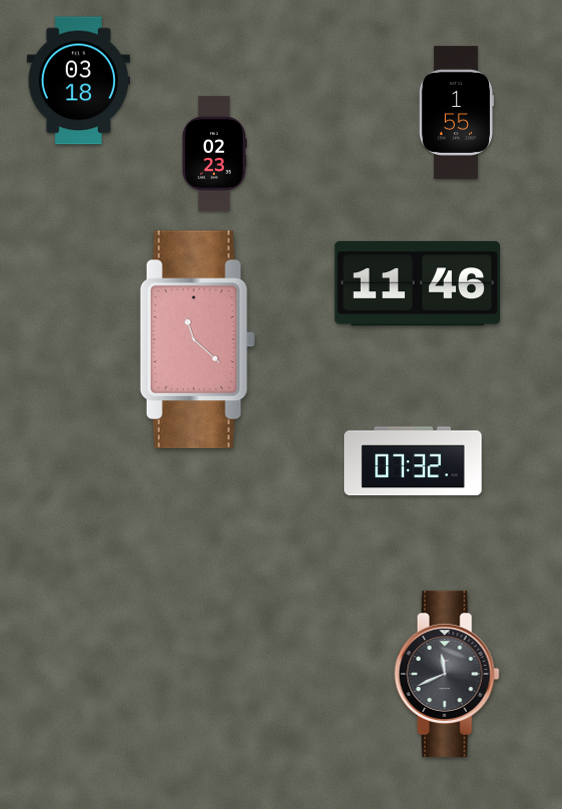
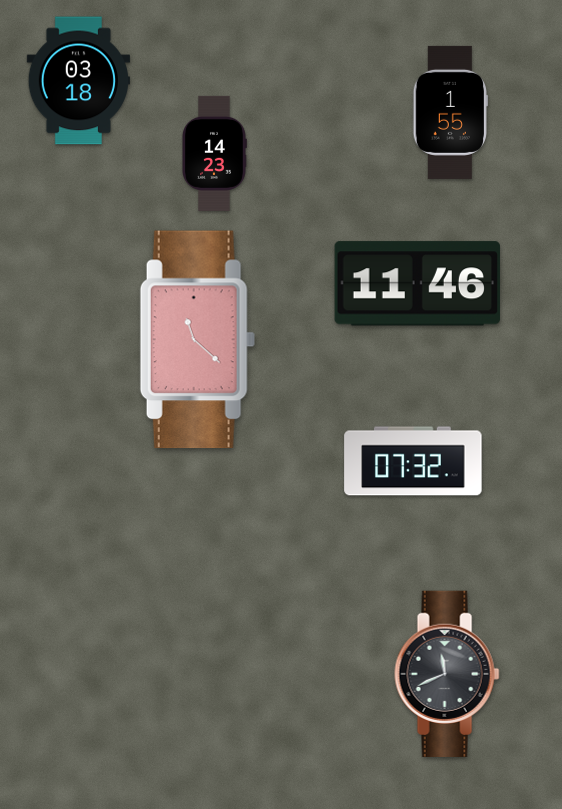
clock at (456, 112) position: (456, 112) -> (450, 112)
clock at (214, 153): 02:23 -> 14:23
